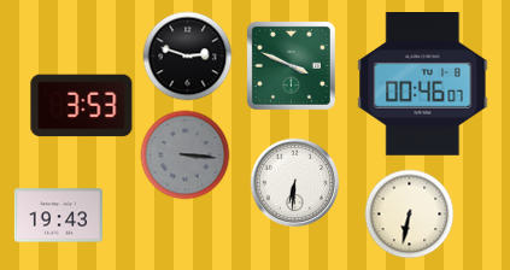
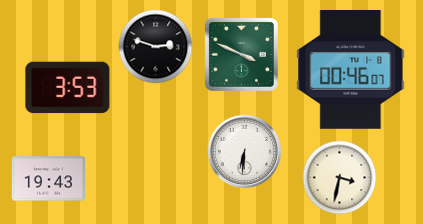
clock at (186, 155): 3:16 -> none
clock at (410, 215): 6:32 -> 3:32
